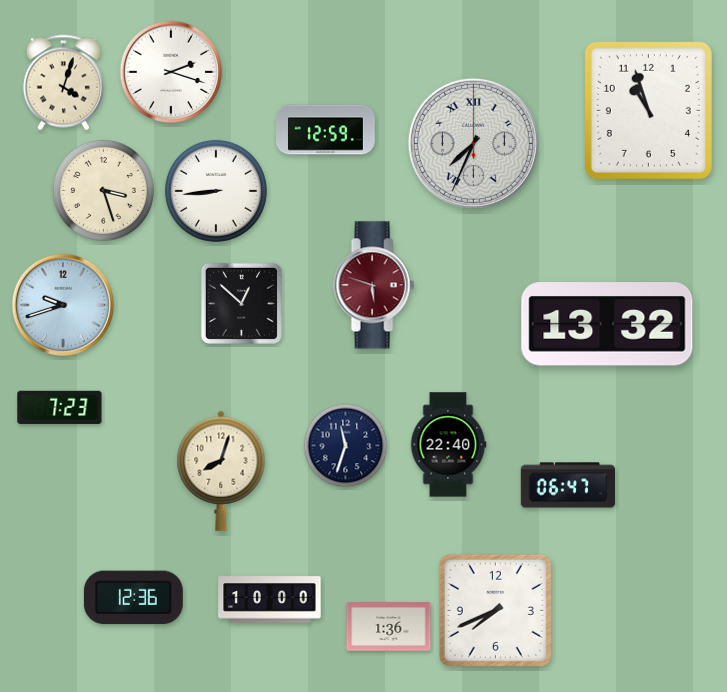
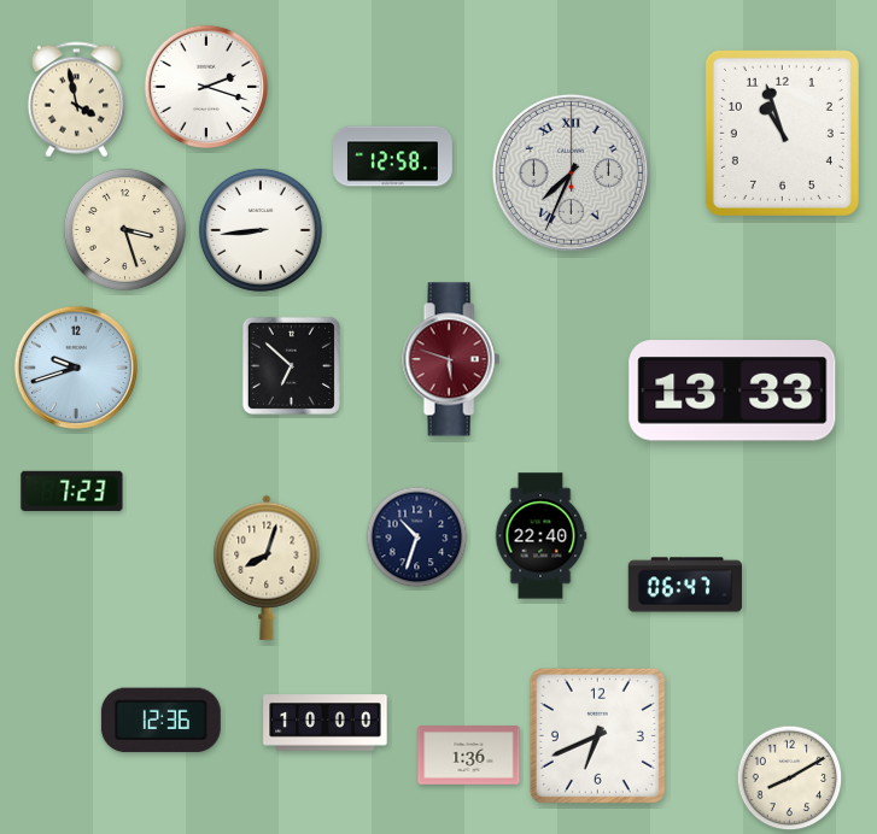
clock at (63, 83): 4:03 -> 3:58
clock at (326, 130): 12:59 -> 12:58
clock at (374, 285) position: (374, 285) -> (451, 359)
clock at (241, 303): 12:52 -> 6:52
clock at (607, 324): 13:32 -> 13:33
clock at (346, 446): 11:33 -> 10:33
clock at (495, 610): 7:41 -> 6:41
clock at (790, 779): none -> 8:10
